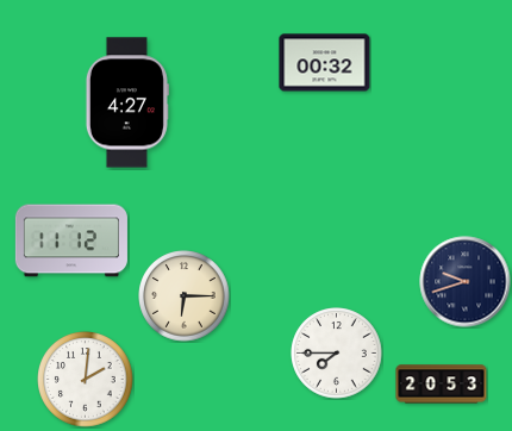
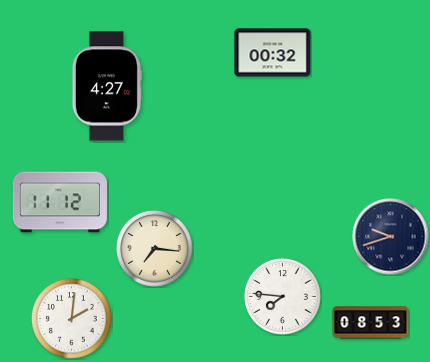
clock at (185, 296): 6:15 -> 7:16
clock at (337, 354): 7:45 -> 7:46
clock at (442, 385): 20:53 -> 08:53
